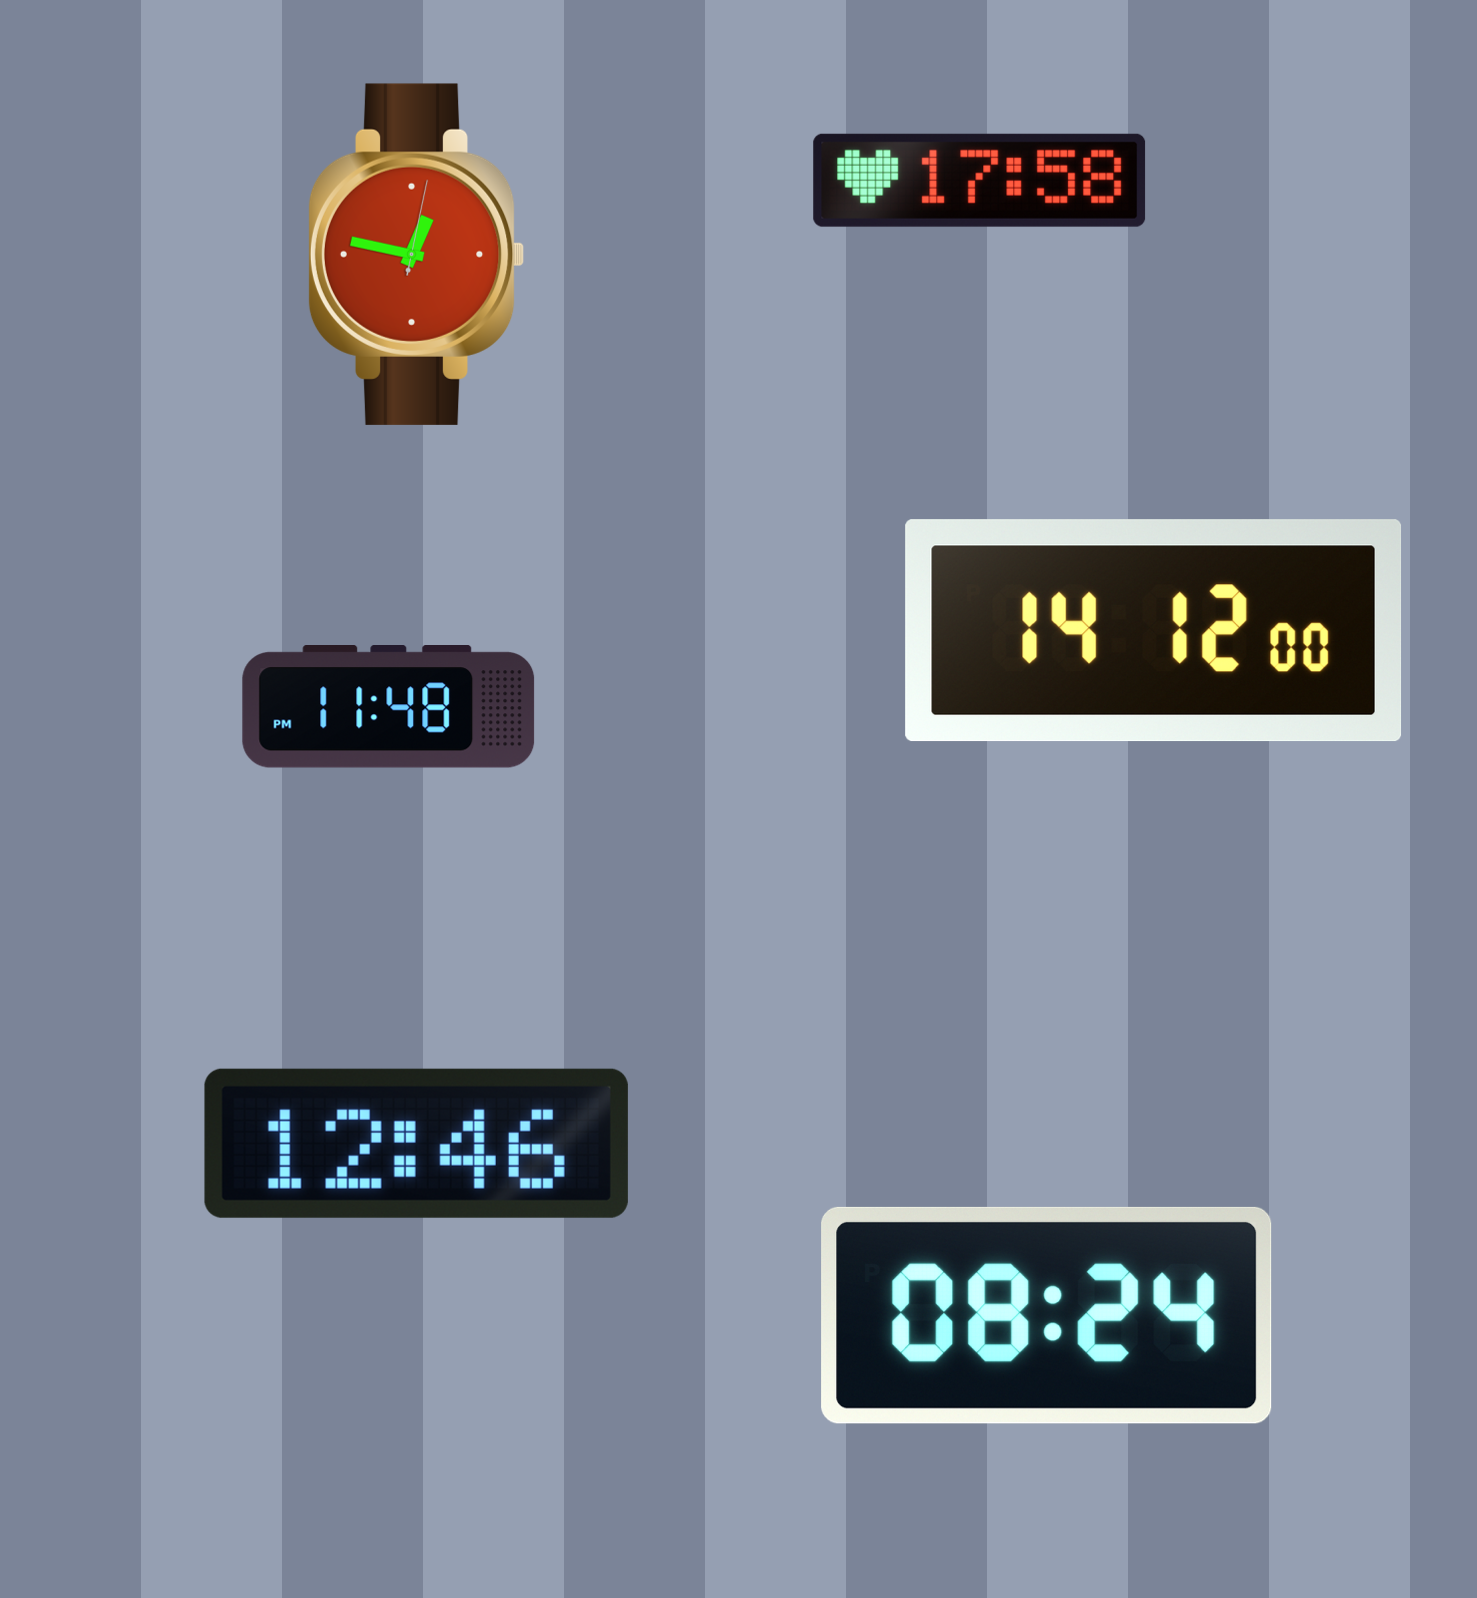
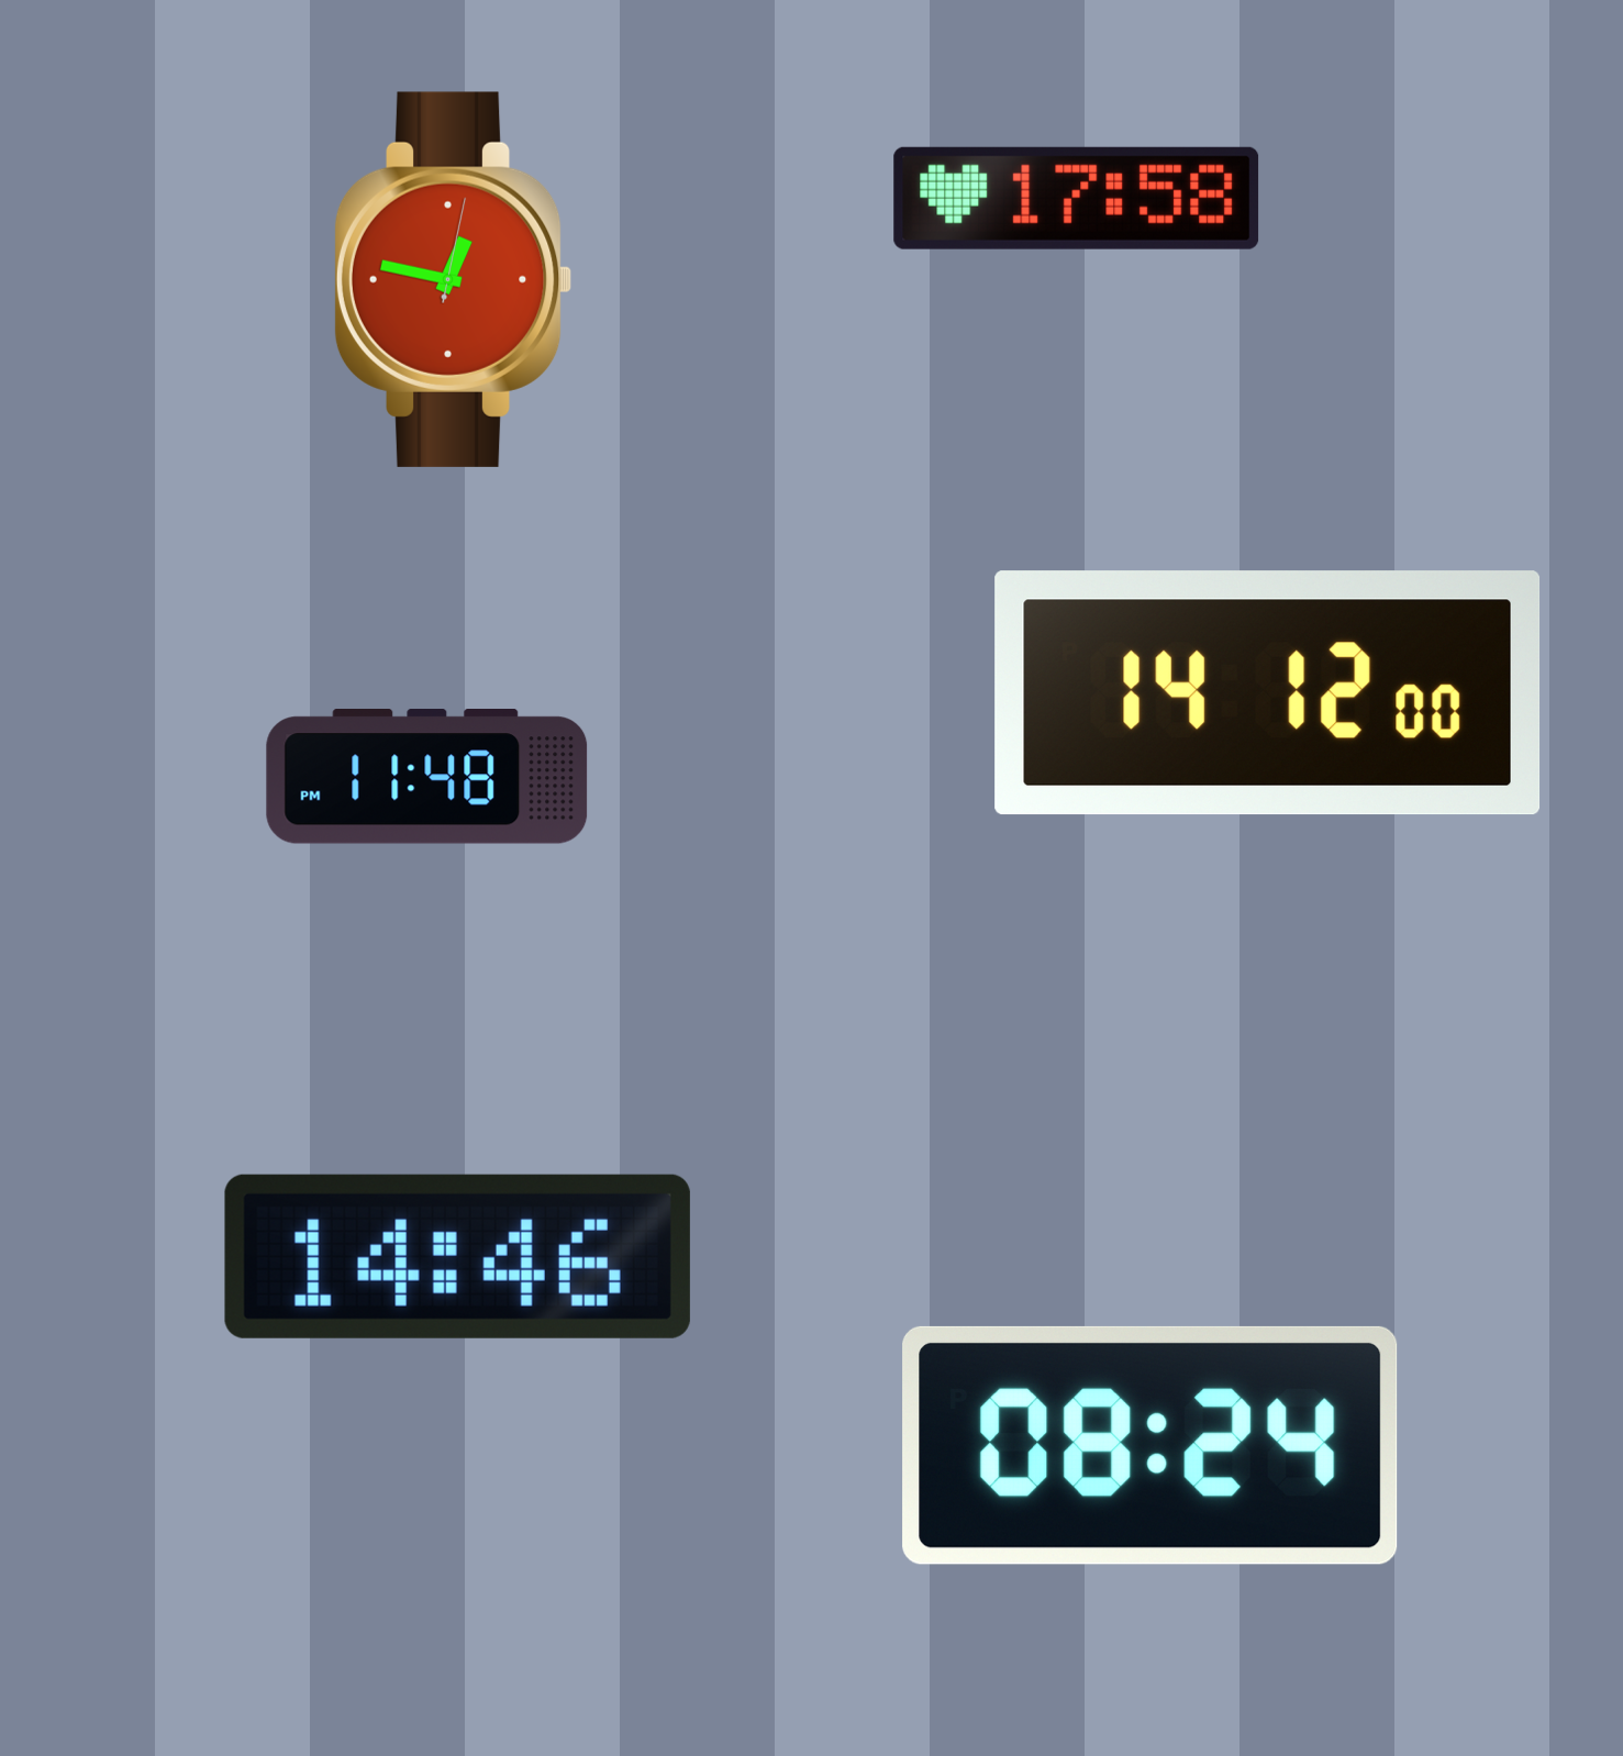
clock at (416, 254) position: (416, 254) -> (453, 279)
clock at (416, 1143): 12:46 -> 14:46
